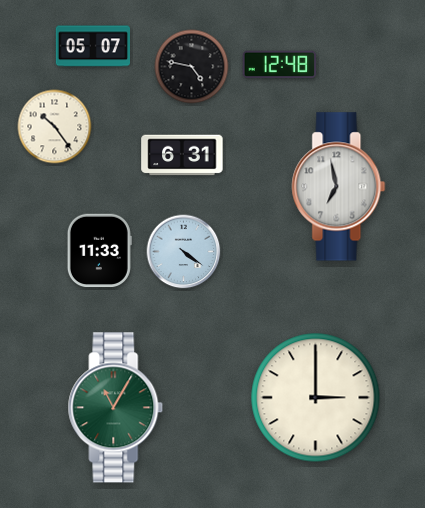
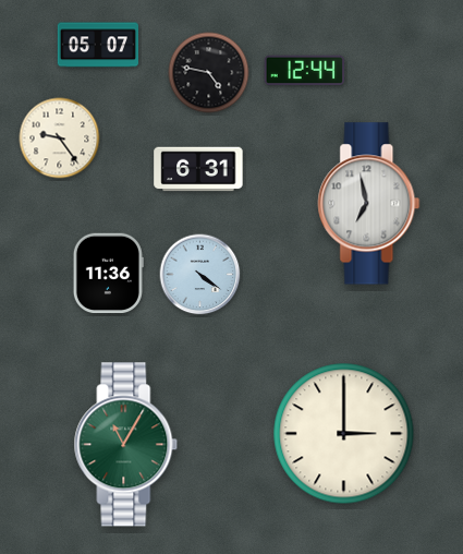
clock at (92, 46) position: (92, 46) -> (97, 45)
clock at (279, 65): 12:48 -> 12:44
clock at (55, 127): 10:24 -> 9:24
clock at (99, 251): 11:33 -> 11:36
